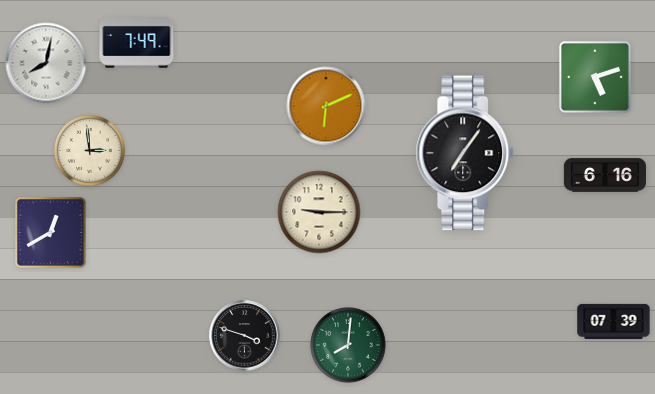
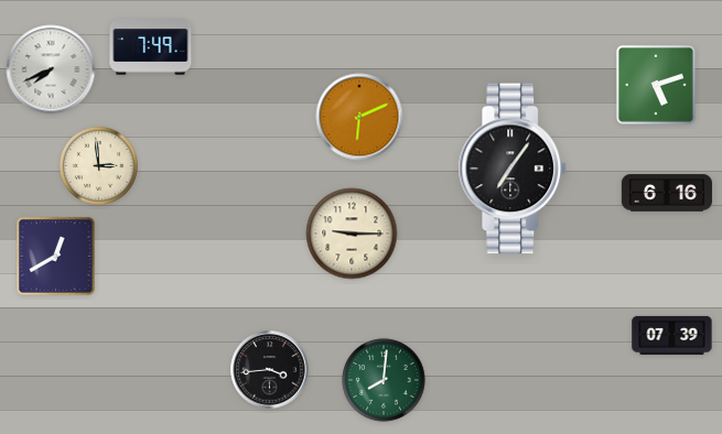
clock at (46, 63): 8:02 -> 7:41
clock at (614, 321) position: (614, 321) -> (672, 335)
clock at (245, 336): 3:48 -> 3:44
